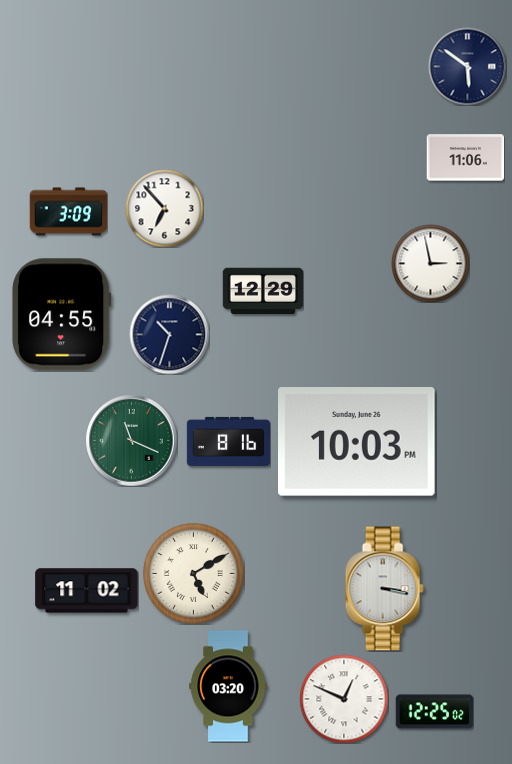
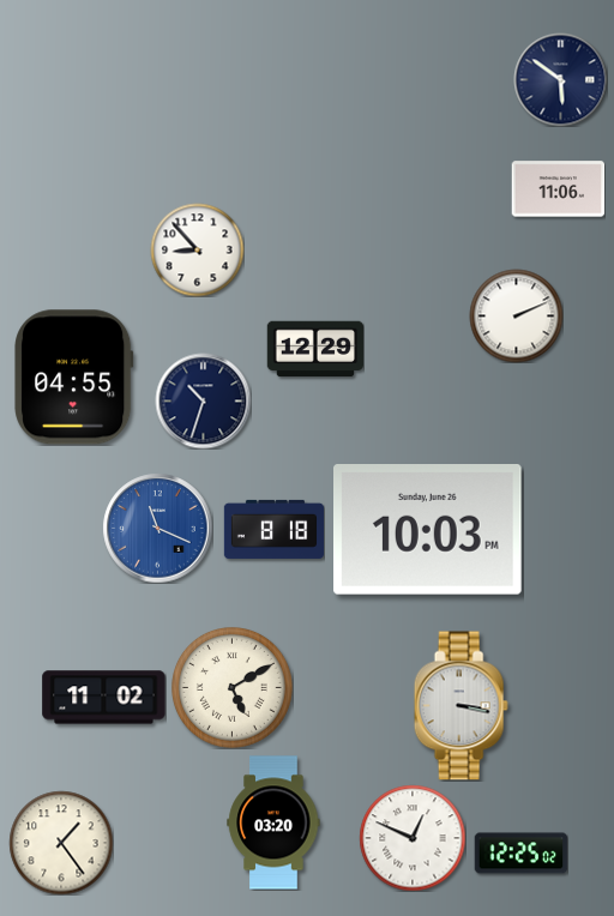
clock at (164, 208): 6:53 -> 8:53
clock at (68, 212): 3:09 -> none
clock at (430, 263): 2:58 -> 2:11
clock at (131, 440) dial: green -> blue
clock at (228, 441): 8:16 -> 8:18
clock at (87, 591) position: (87, 591) -> (104, 698)
clock at (61, 843): none -> 1:24
